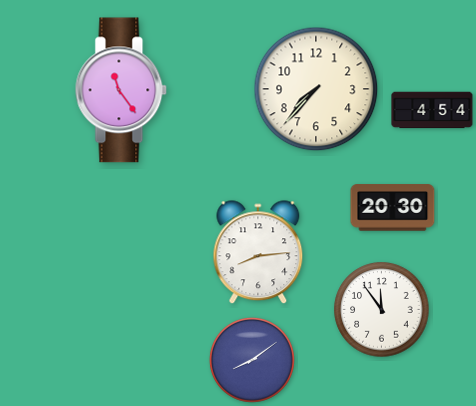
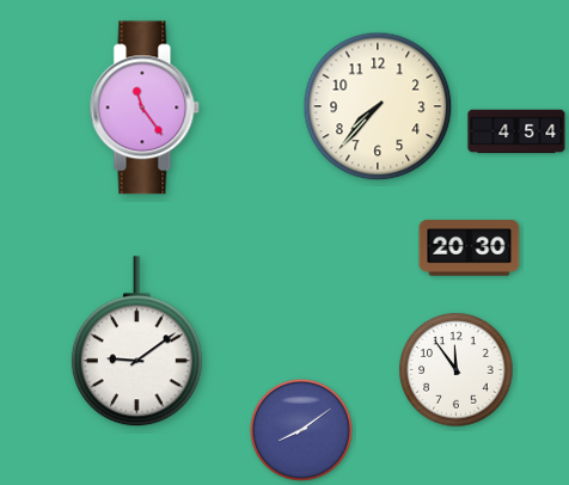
clock at (258, 253): 8:14 -> none
clock at (136, 342): none -> 9:09
